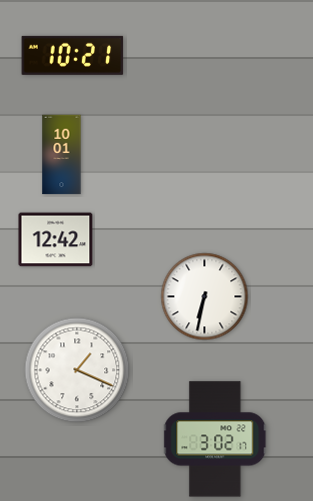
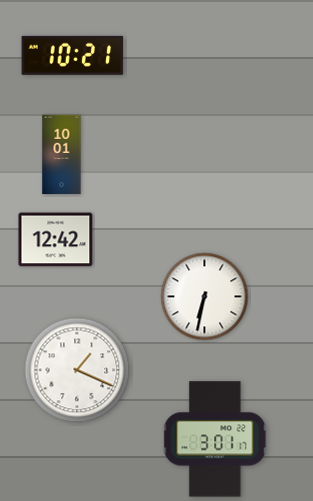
clock at (216, 439): 3:02 -> 3:01
